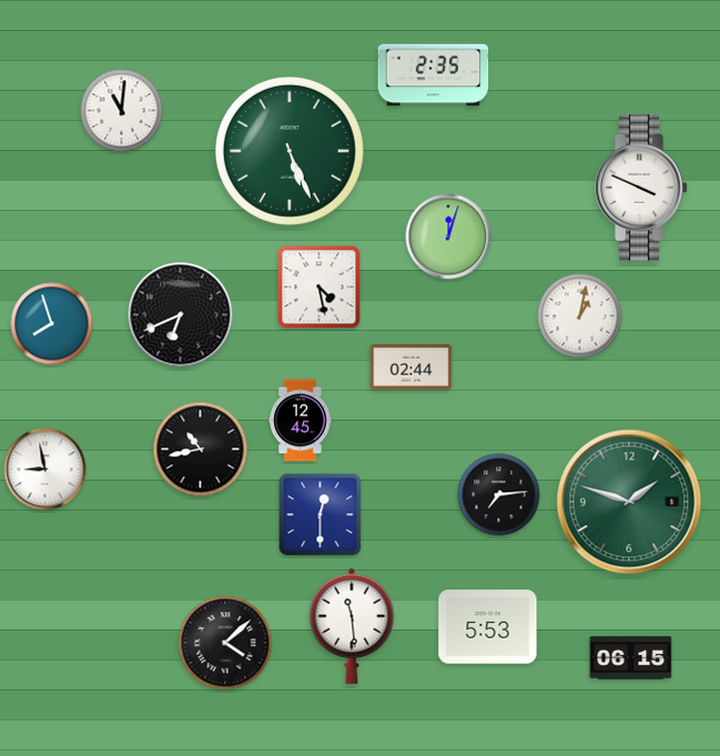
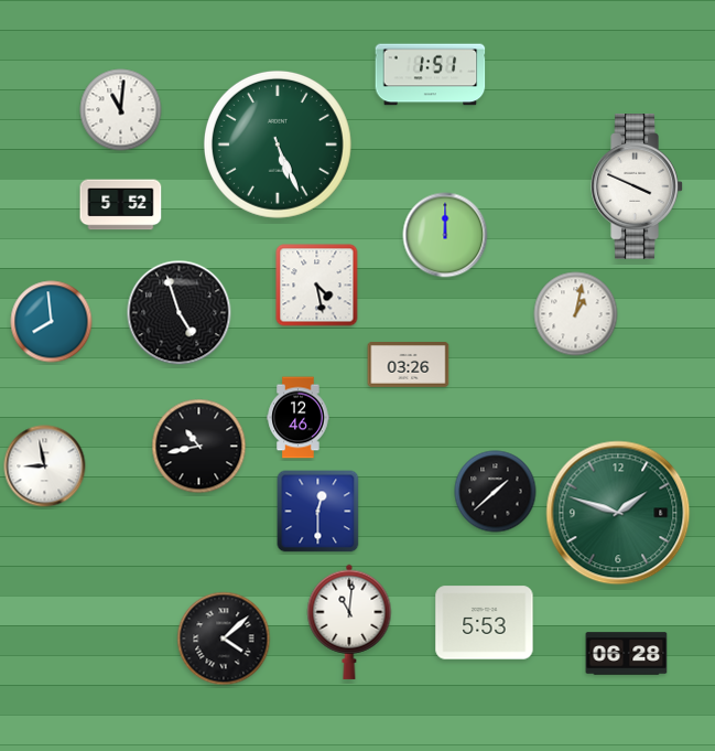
clock at (434, 75): 2:35 -> 1:51
clock at (290, 151) position: (290, 151) -> (278, 144)
clock at (121, 205): none -> 5:52
clock at (448, 236): 12:03 -> 12:00
clock at (181, 315): 6:41 -> 4:57
clock at (52, 324): 7:57 -> 7:59
clock at (412, 367): 02:44 -> 03:26
clock at (301, 421): 12:45 -> 12:46
clock at (499, 495): 7:14 -> 1:38
clock at (629, 502) position: (629, 502) -> (618, 513)
clock at (352, 626): 11:29 -> 11:01
clock at (631, 658): 06:15 -> 06:28
